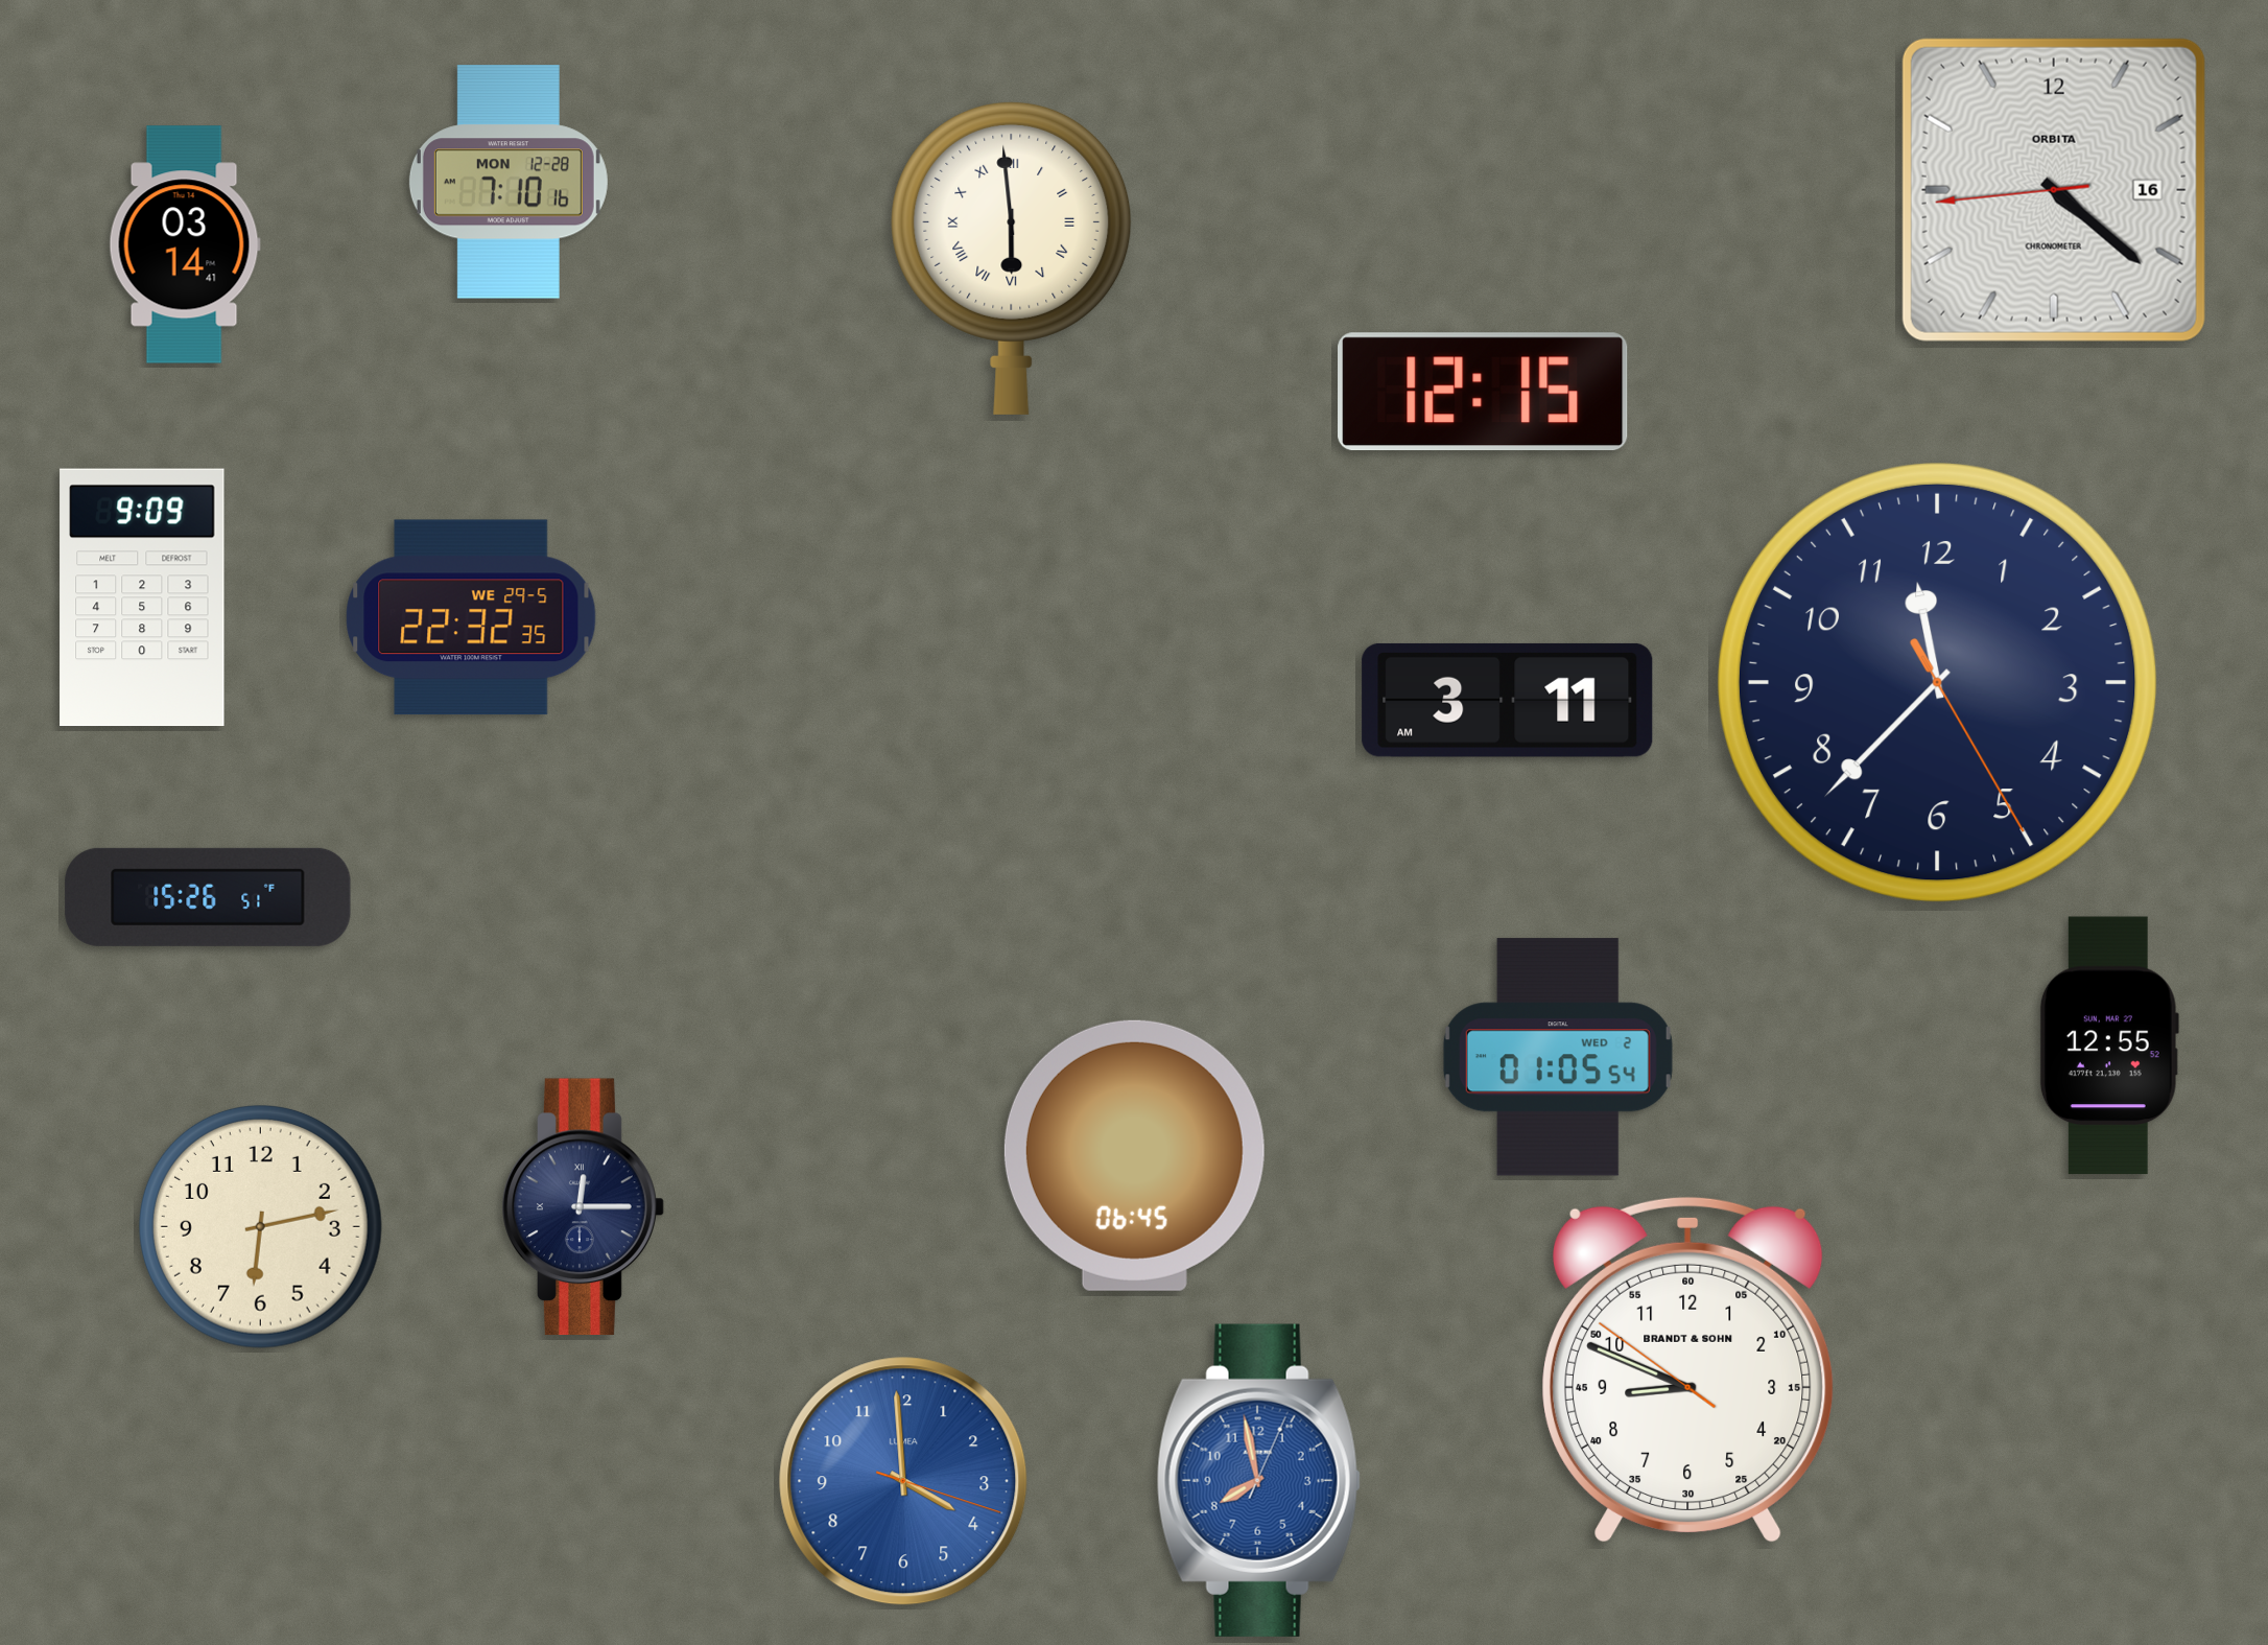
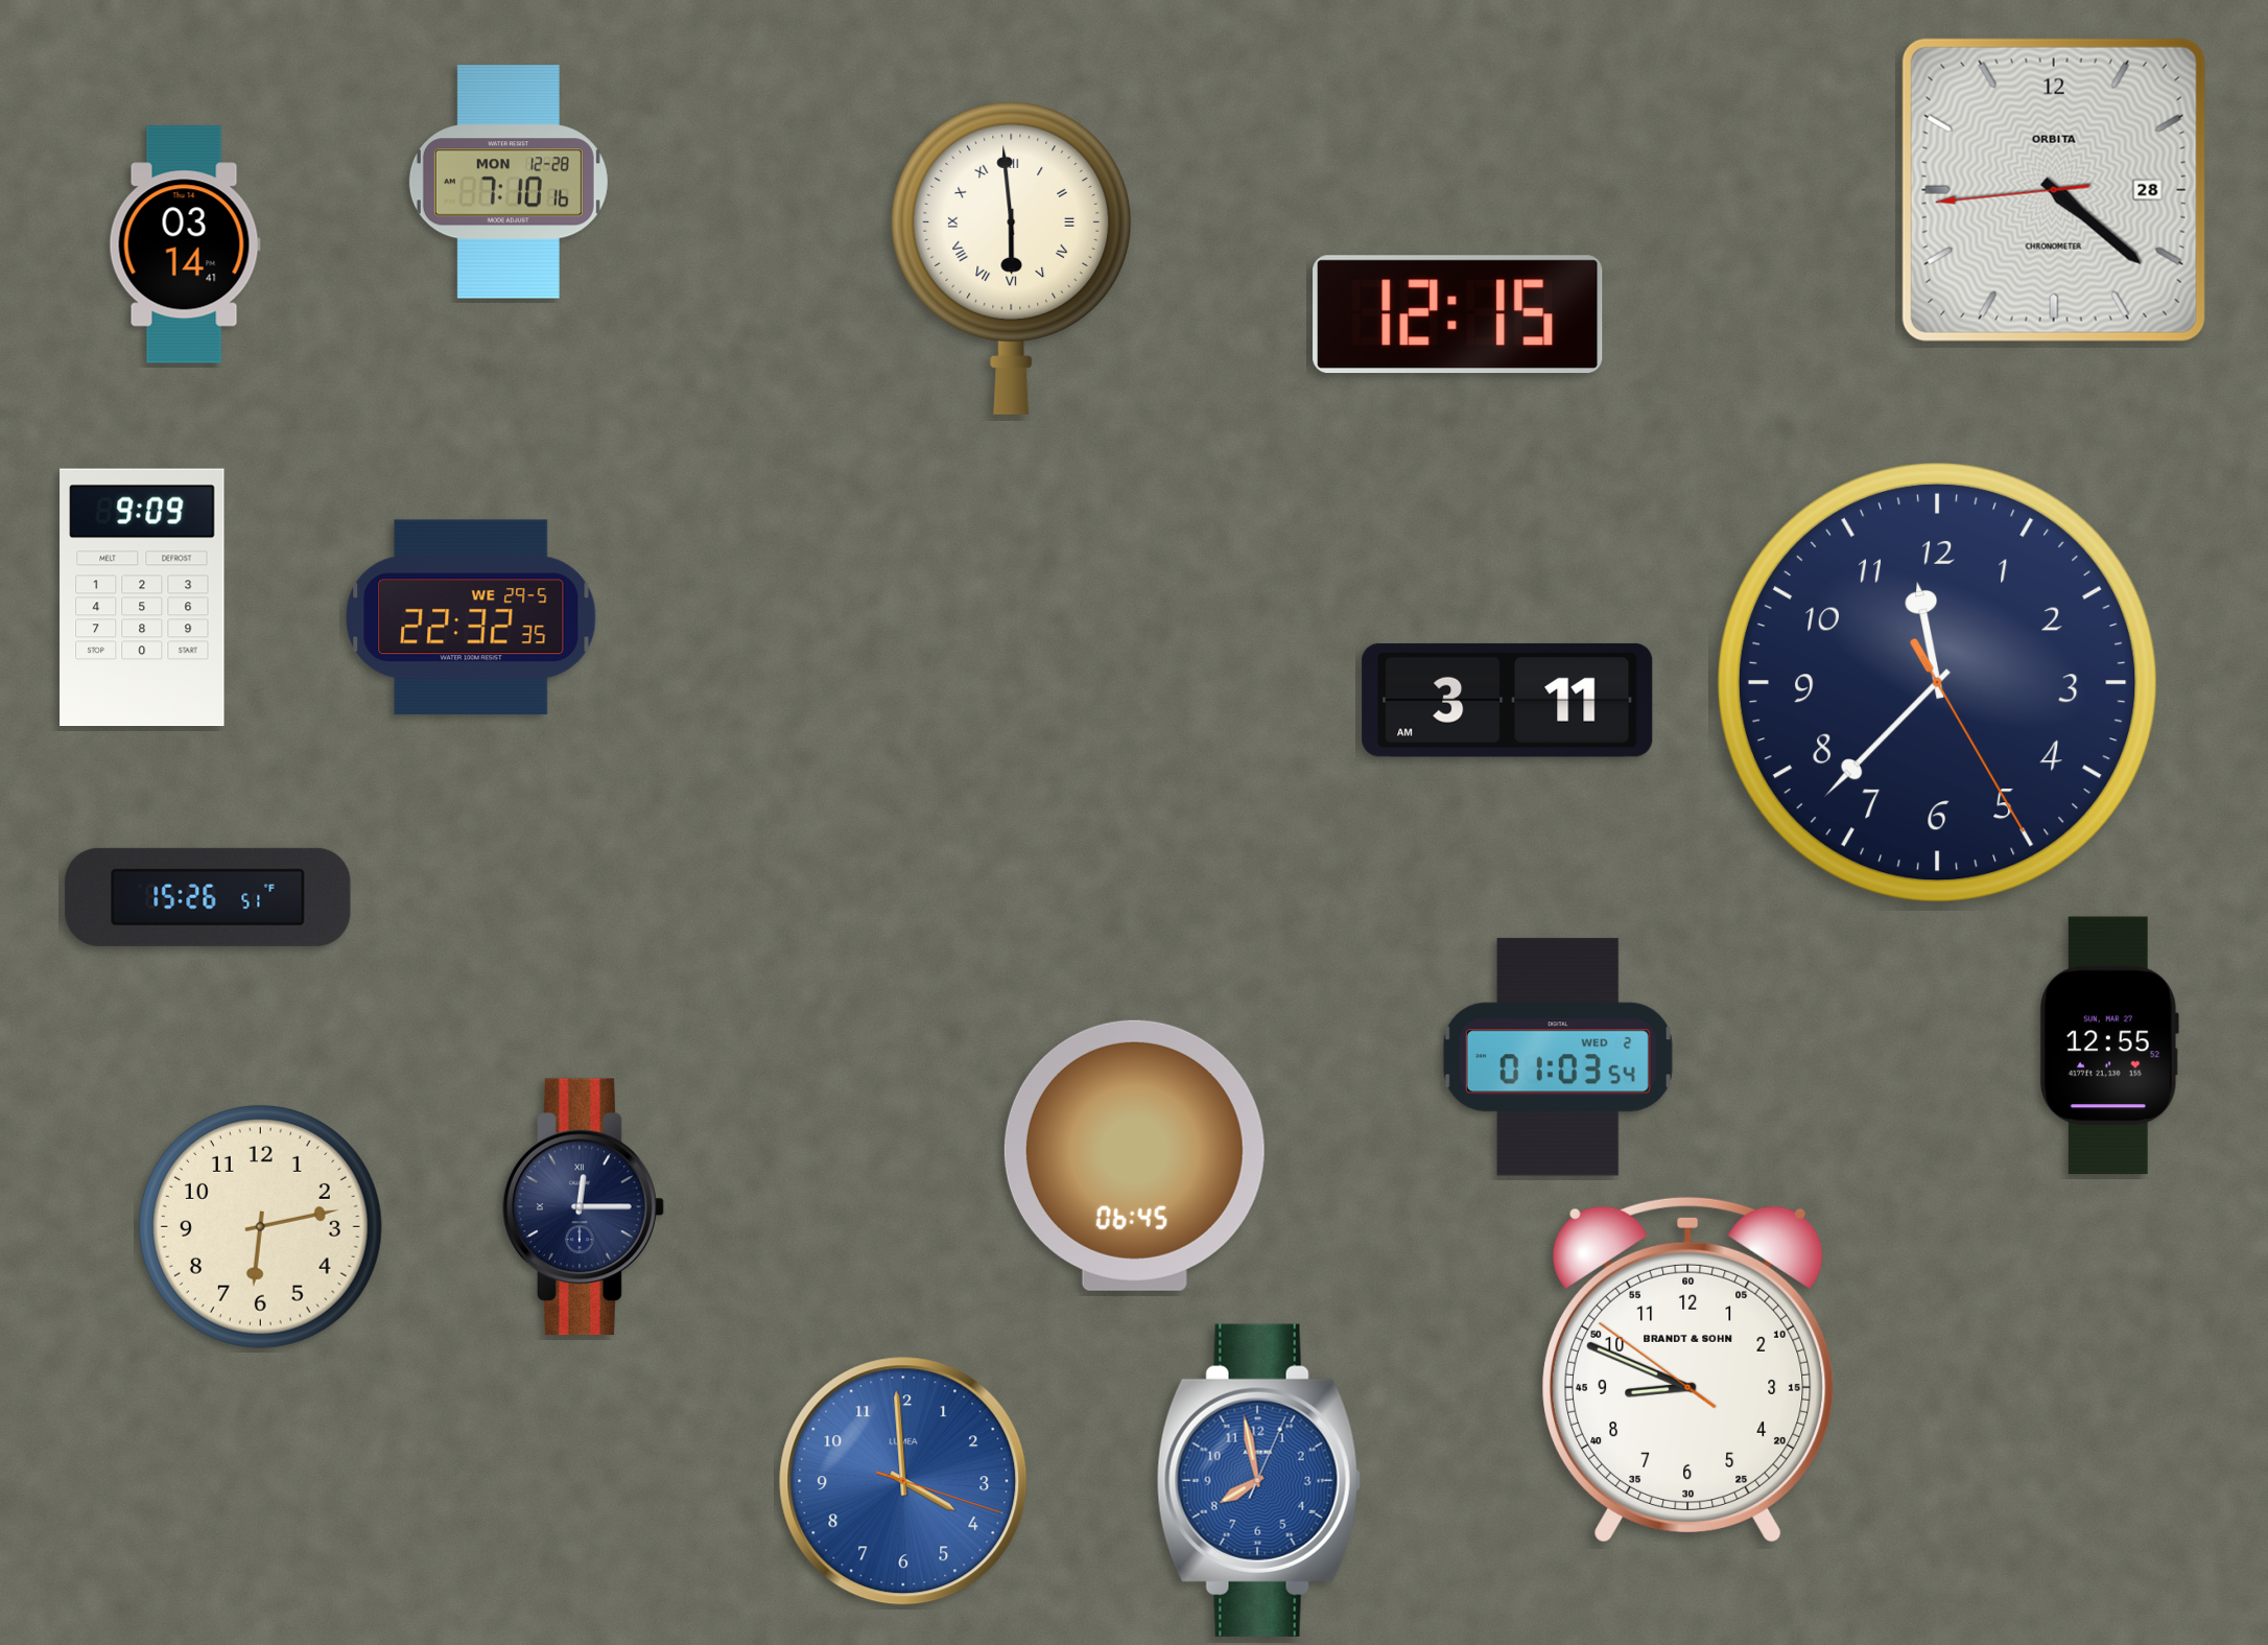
clock at (2054, 190) date: 16 -> 28
clock at (1483, 392) position: (1483, 392) -> (1458, 314)
clock at (1558, 1057): 01:05 -> 01:03
